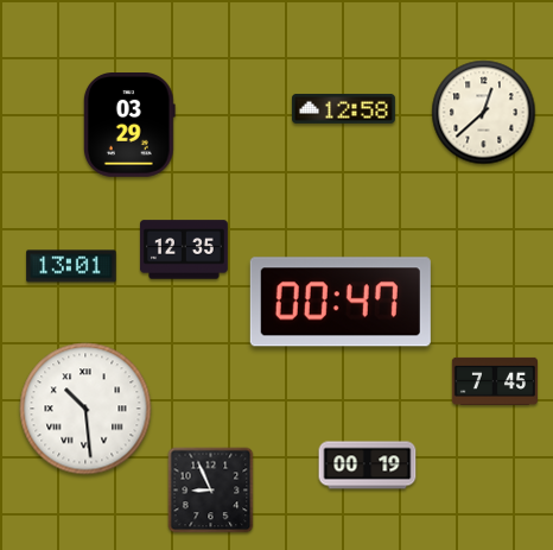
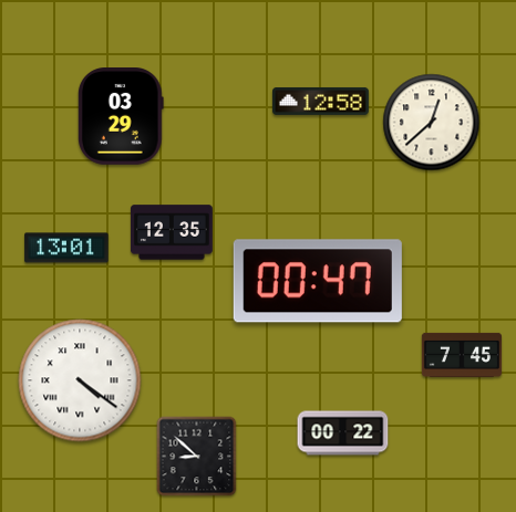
clock at (484, 113) position: (484, 113) -> (432, 123)
clock at (85, 409): 10:29 -> 4:21
clock at (368, 466): 00:19 -> 00:22
clock at (211, 491): 8:56 -> 8:52
